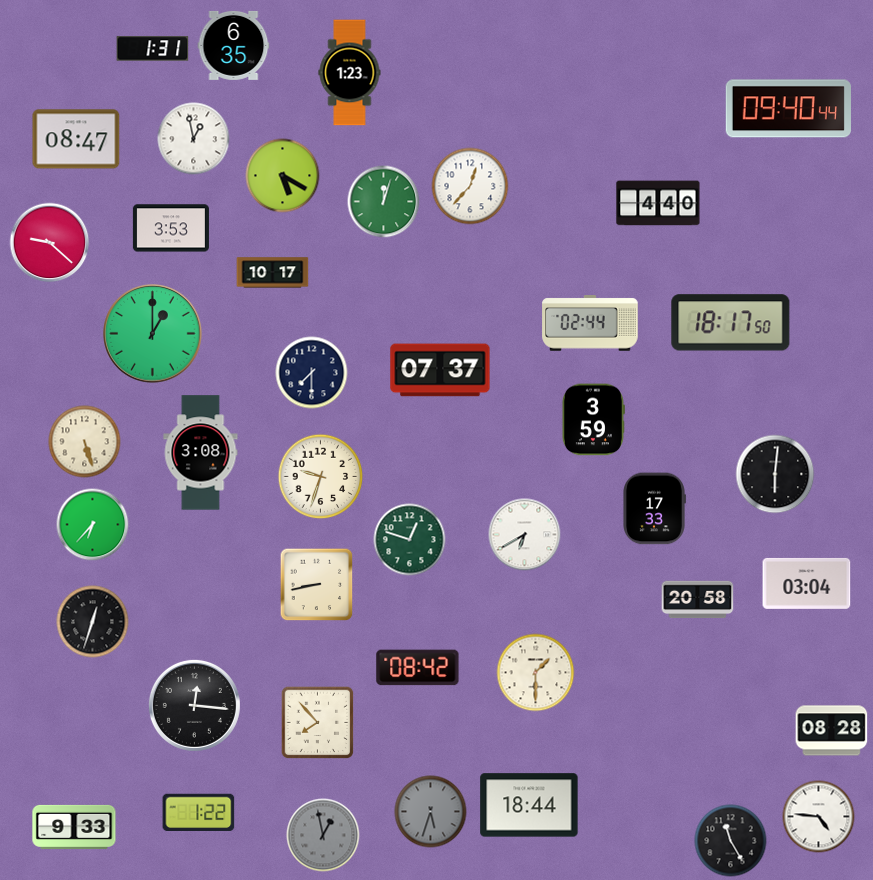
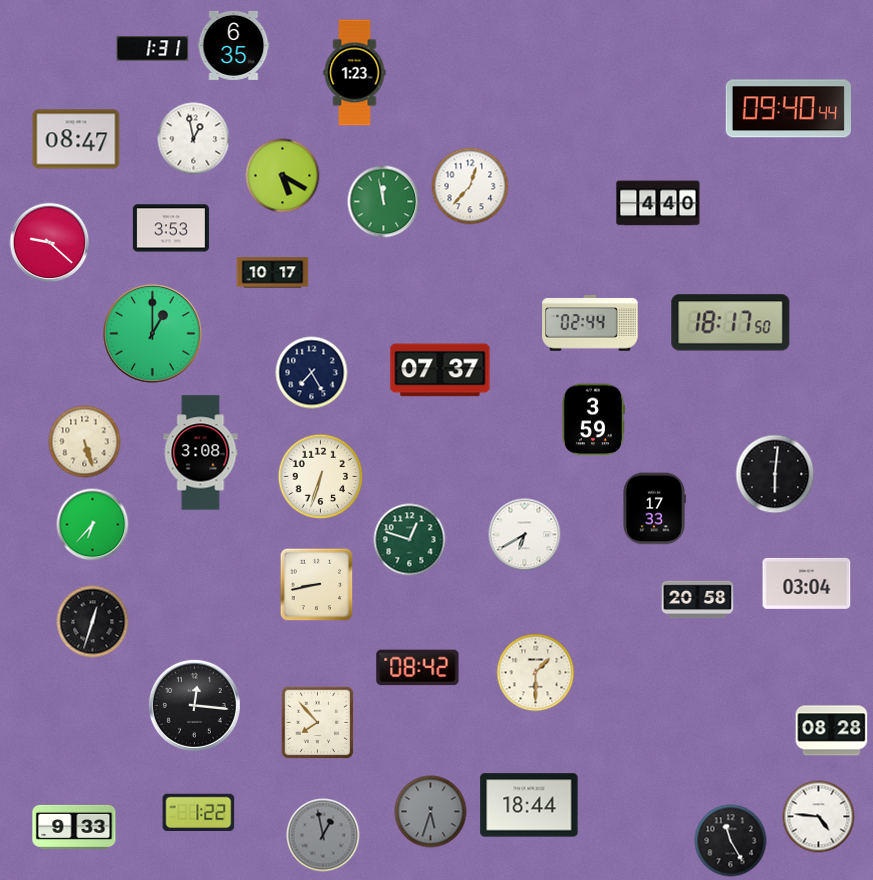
clock at (350, 73) position: (350, 73) -> (355, 73)
clock at (384, 202): 12:03 -> 11:58
clock at (312, 373): 7:30 -> 7:25
clock at (321, 477): 9:33 -> 6:33
